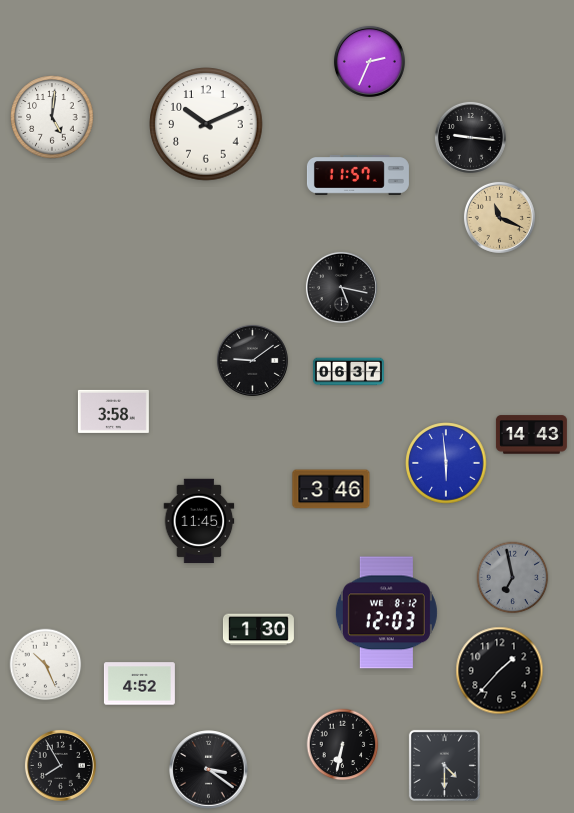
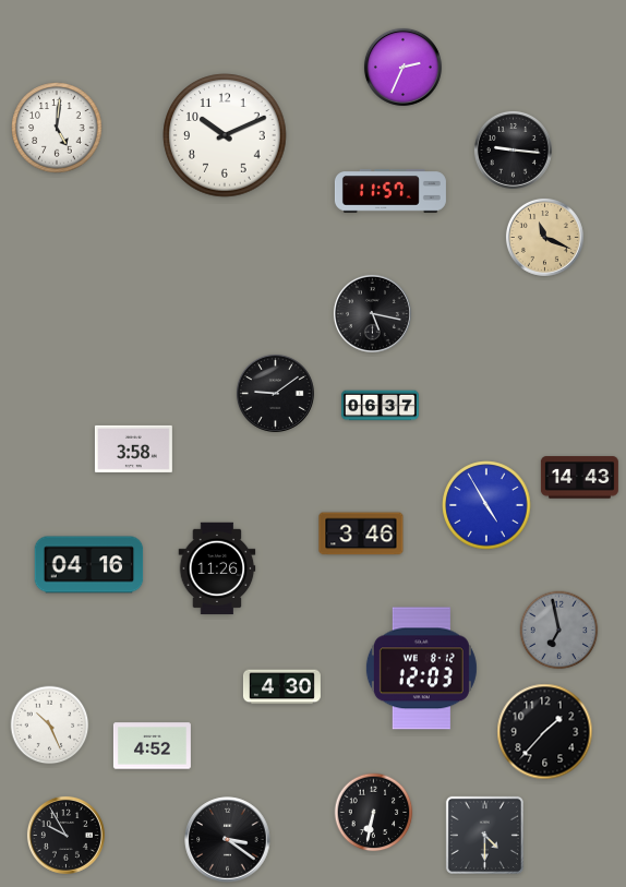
clock at (113, 411) position: (113, 411) -> (133, 448)
clock at (531, 435) position: (531, 435) -> (579, 478)
clock at (446, 463): 5:59 -> 4:55
clock at (89, 565): none -> 04:16
clock at (199, 521): 11:45 -> 11:26
clock at (258, 630): 1:30 -> 4:30
clock at (60, 765): 7:55 -> 9:55
